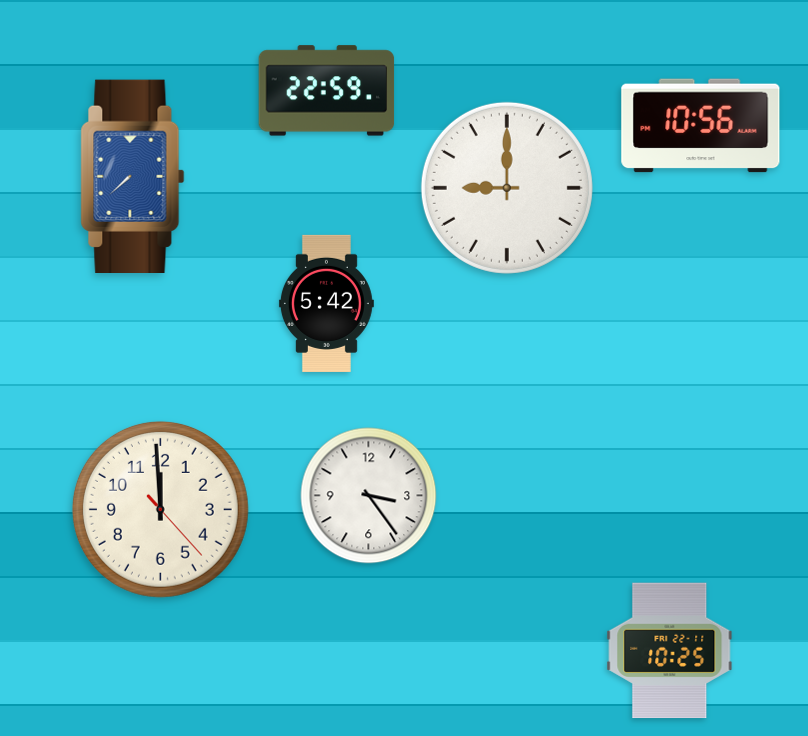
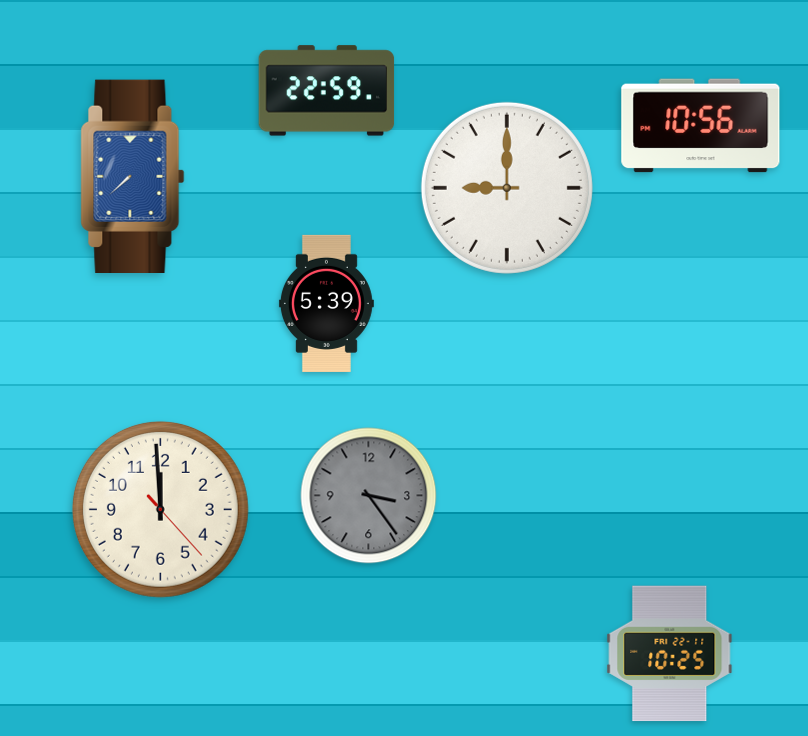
clock at (326, 303): 5:42 -> 5:39
clock at (369, 496) dial: white -> grey
clock at (670, 651) position: (670, 651) -> (670, 654)
